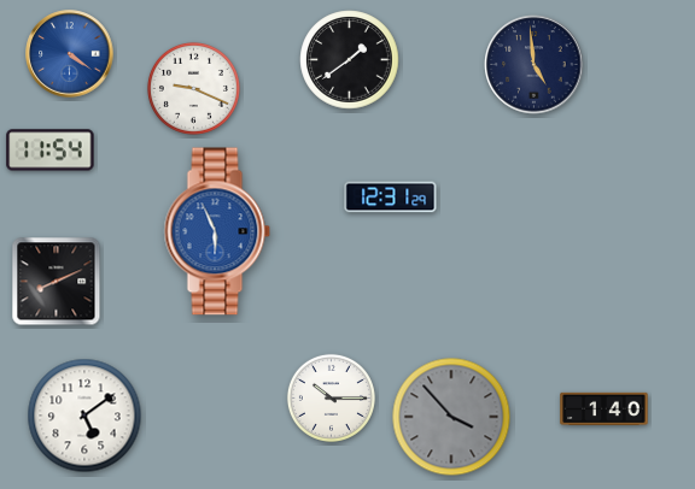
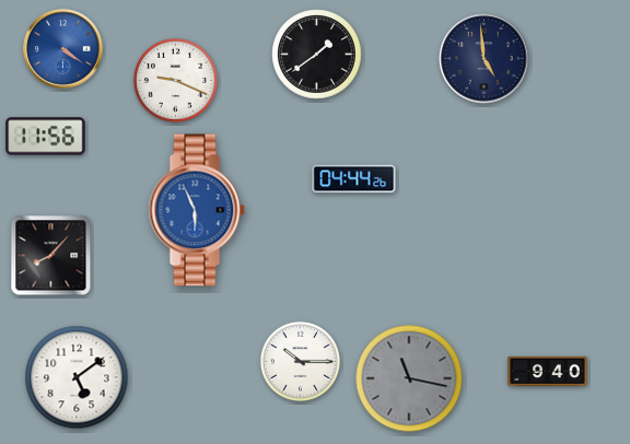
clock at (51, 151): 11:54 -> 11:56
clock at (391, 198): 12:31 -> 04:44
clock at (57, 282): 8:11 -> 8:07
clock at (605, 408): 1:40 -> 9:40
clock at (451, 417): 3:53 -> 11:17
